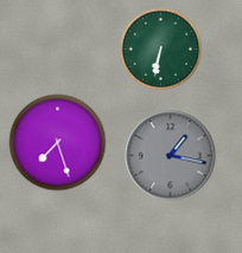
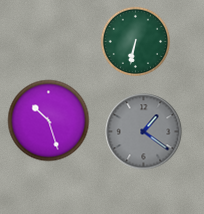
clock at (58, 143): 7:27 -> 10:27
clock at (171, 156): 1:17 -> 1:21
